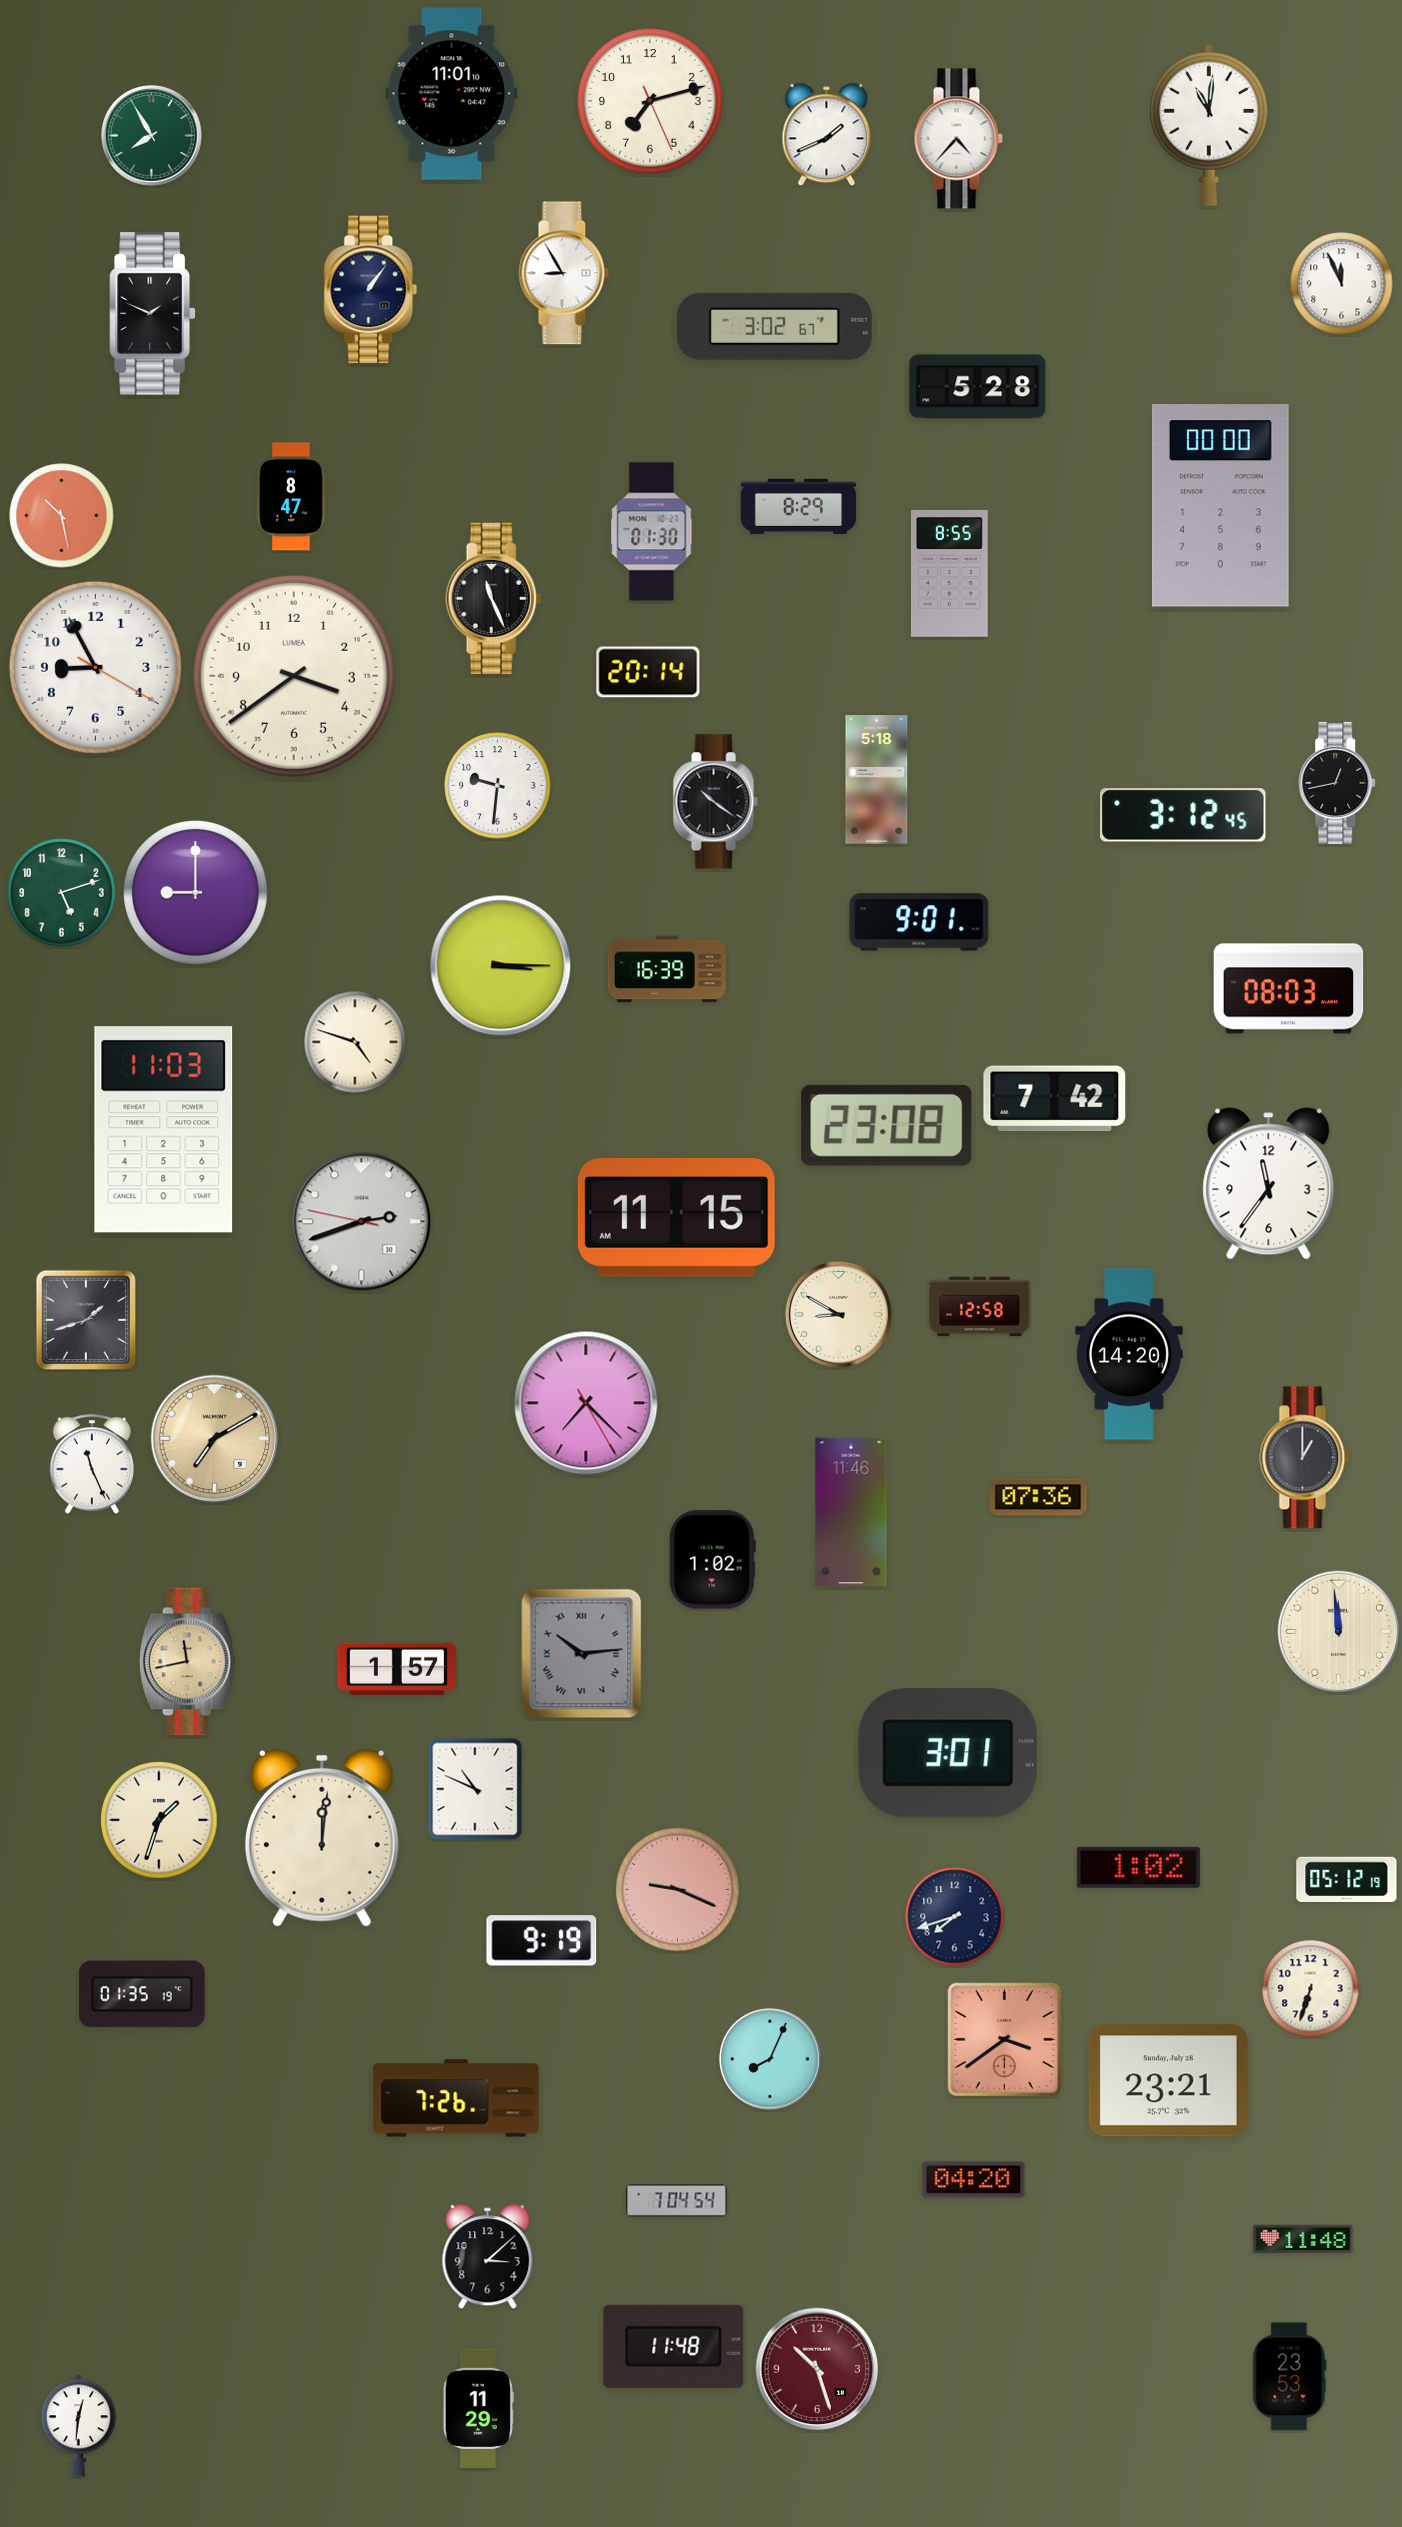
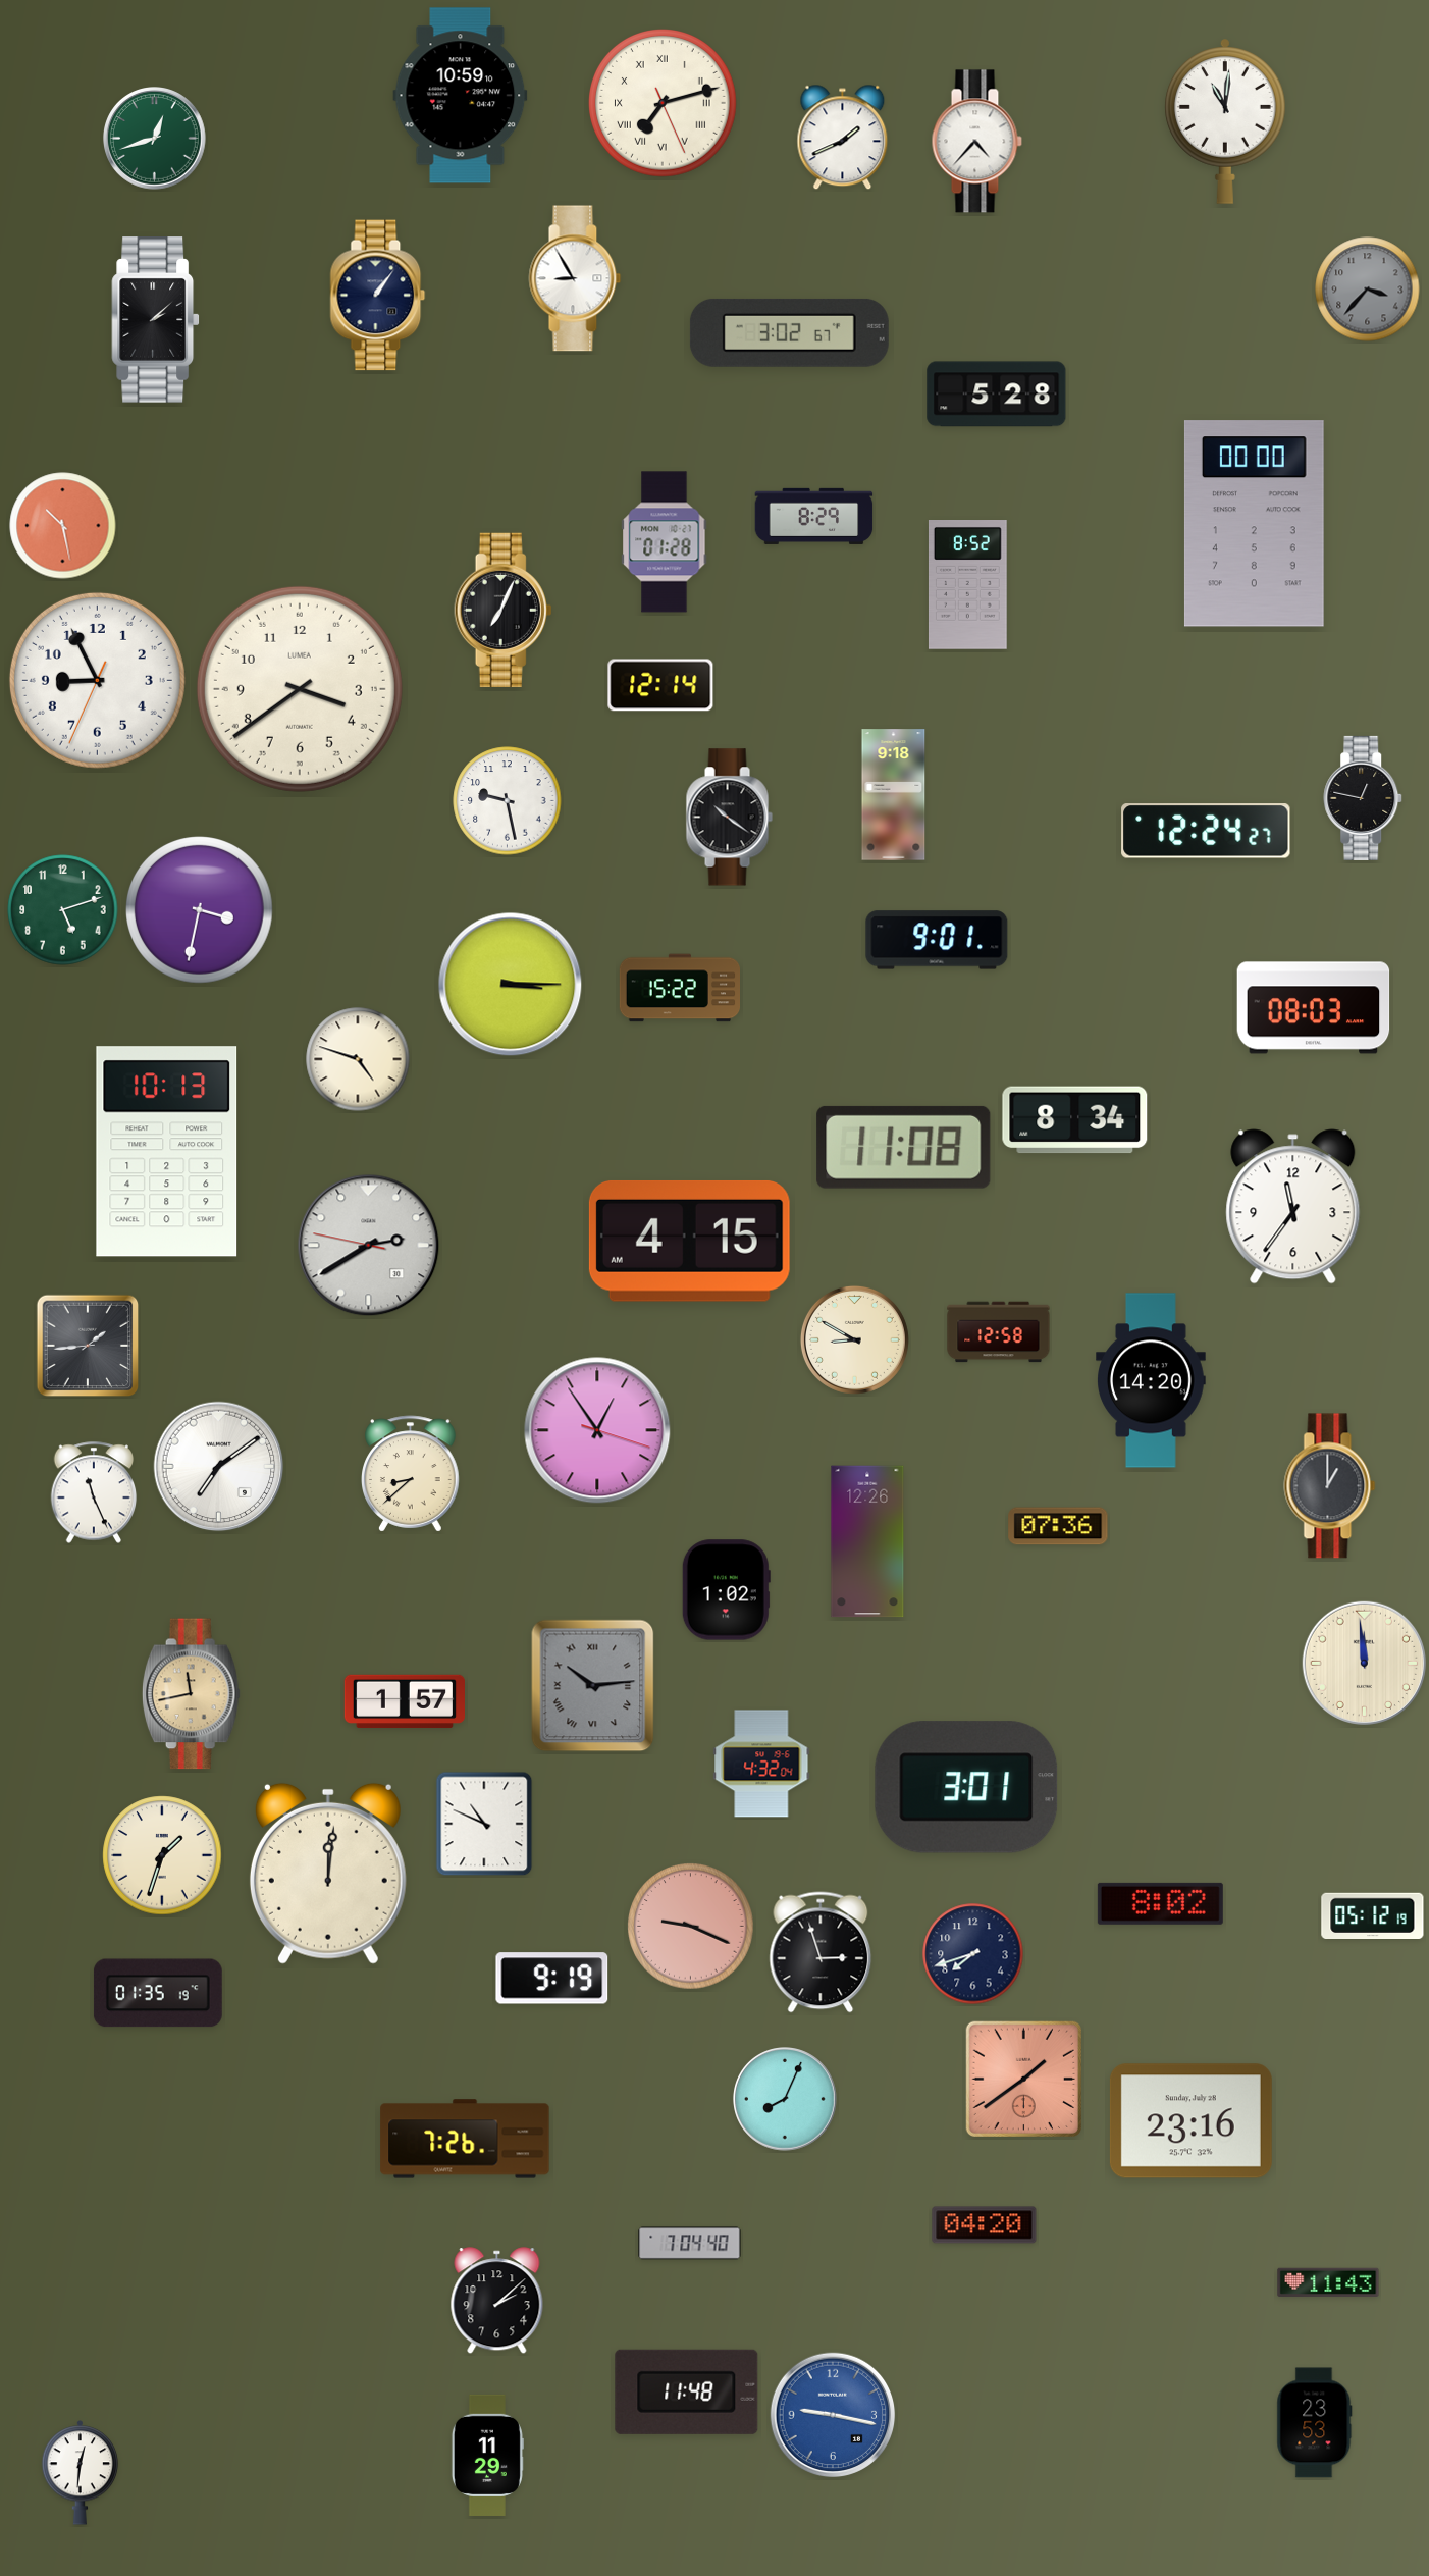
clock at (452, 94): 11:01 -> 10:59
clock at (651, 102) numerals: Arabic -> Roman
clock at (1209, 125) position: (1209, 125) -> (1225, 121)
clock at (152, 136): 7:55 -> 12:42
clock at (1342, 284): 11:56 -> 3:37
clock at (1342, 284) dial: white -> grey
clock at (153, 314): 1:49 -> 2:08
clock at (292, 497): 8:47 -> none
clock at (1220, 506) position: (1220, 506) -> (1254, 524)
clock at (652, 532): 01:30 -> 01:28
clock at (949, 574): 8:55 -> 8:52
clock at (494, 598): 11:26 -> 7:04
clock at (95, 667): 8:55:20 -> 8:55:34
clock at (648, 672): 20:14 -> 12:14
clock at (877, 780): 5:18 -> 9:18
clock at (1338, 783): 12:43 -> 12:47
clock at (498, 786): 9:31 -> 9:28
clock at (1183, 815): 3:12 -> 12:24
clock at (196, 893): 9:00 -> 3:32
clock at (666, 969): 16:39 -> 15:22
clock at (355, 1042) position: (355, 1042) -> (358, 1059)
clock at (1055, 1099): 7:42 -> 8:34
clock at (887, 1125): 23:08 -> 11:08
clock at (164, 1130): 11:03 -> 10:13
clock at (676, 1217): 11:15 -> 4:15
clock at (362, 1222): 2:41 -> 2:39
clock at (86, 1320): 1:42 -> 1:44
clock at (586, 1403): 7:22 -> 12:54
clock at (215, 1439): 7:10 -> 7:09
clock at (215, 1439) dial: champagne -> white
clock at (411, 1474): none -> 8:38
clock at (851, 1512): 11:46 -> 12:26
clock at (761, 1764): none -> 4:32
clock at (1138, 1867): 1:02 -> 8:02
clock at (821, 1952): none -> 2:57
clock at (1311, 1989): 6:33 -> none
clock at (142, 1994) position: (142, 1994) -> (158, 1993)
clock at (1004, 2039): 3:39 -> 1:39
clock at (1168, 2081): 23:21 -> 23:16
clock at (974, 2180) position: (974, 2180) -> (985, 2225)
clock at (677, 2201): 7:04:54 -> 7:04:40
clock at (1303, 2239): 11:48 -> 11:43
clock at (488, 2257): 3:08 -> 2:08
clock at (817, 2369): 10:27 -> 9:17
clock at (817, 2369) dial: burgundy -> blue
